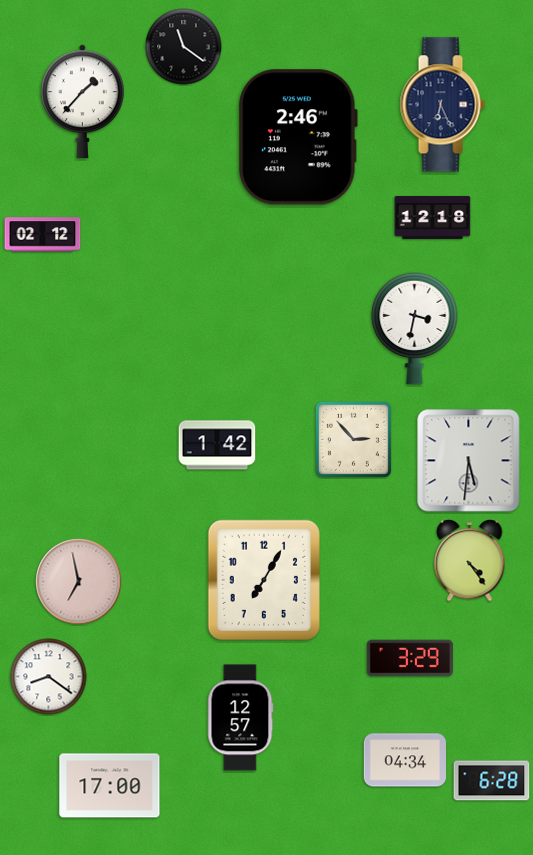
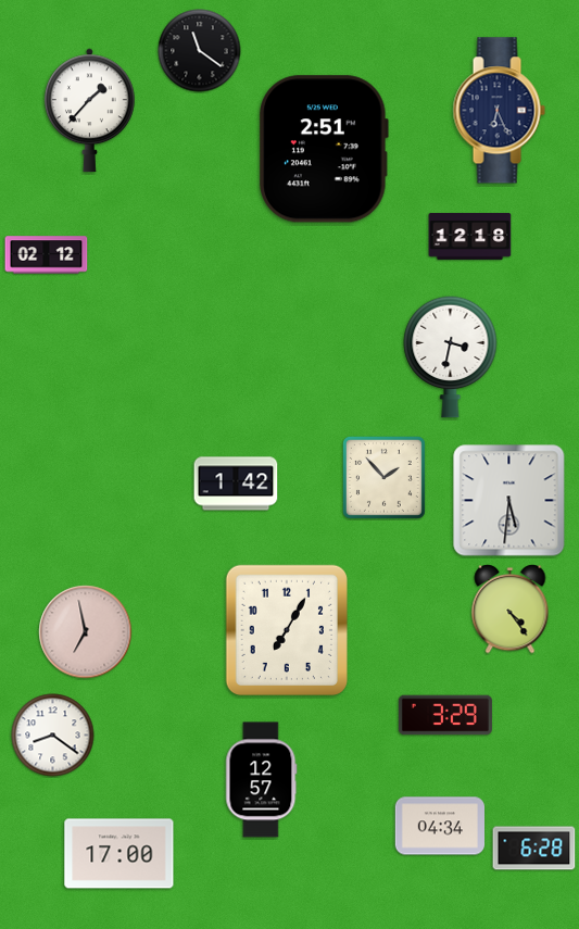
clock at (442, 105) position: (442, 105) -> (499, 111)
clock at (299, 137): 2:46 -> 2:51
clock at (353, 439): 2:53 -> 1:53
